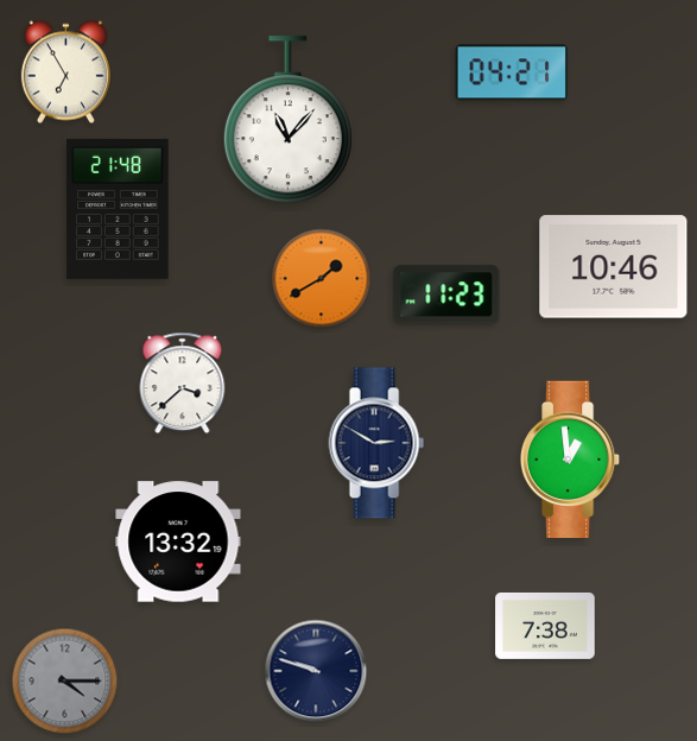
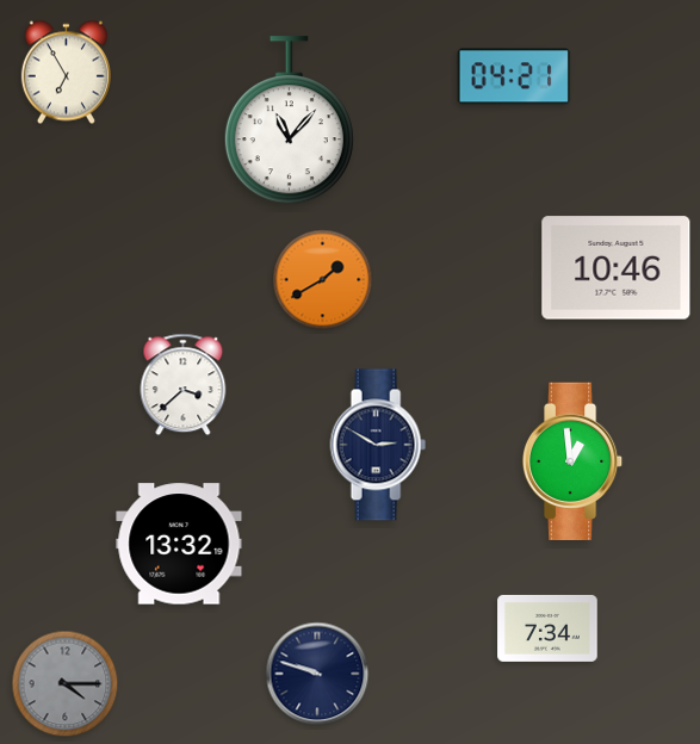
clock at (512, 72) position: (512, 72) -> (514, 76)
clock at (118, 209): 21:48 -> none
clock at (446, 294): 11:23 -> none
clock at (545, 626): 7:38 -> 7:34
